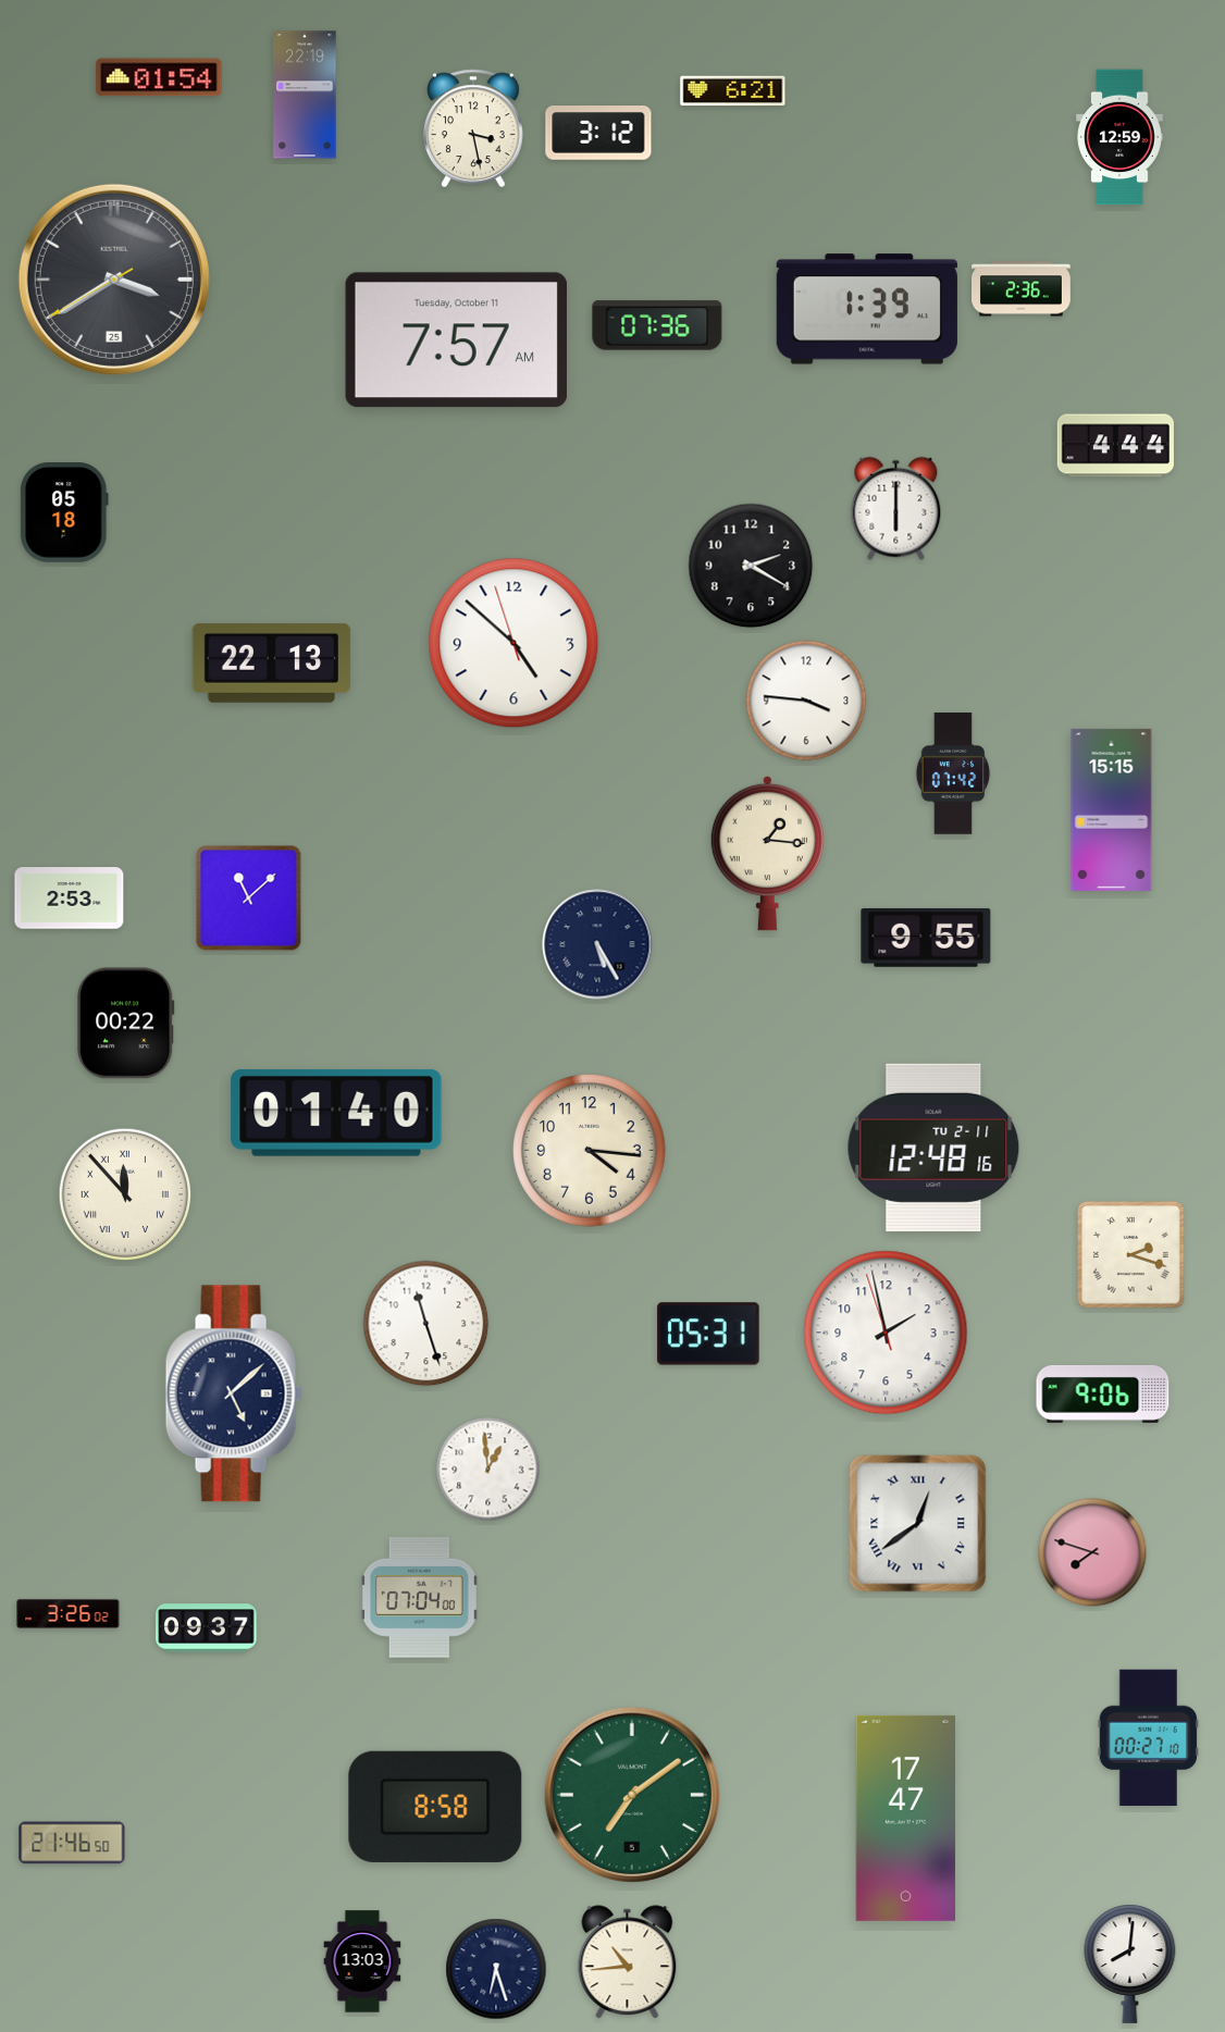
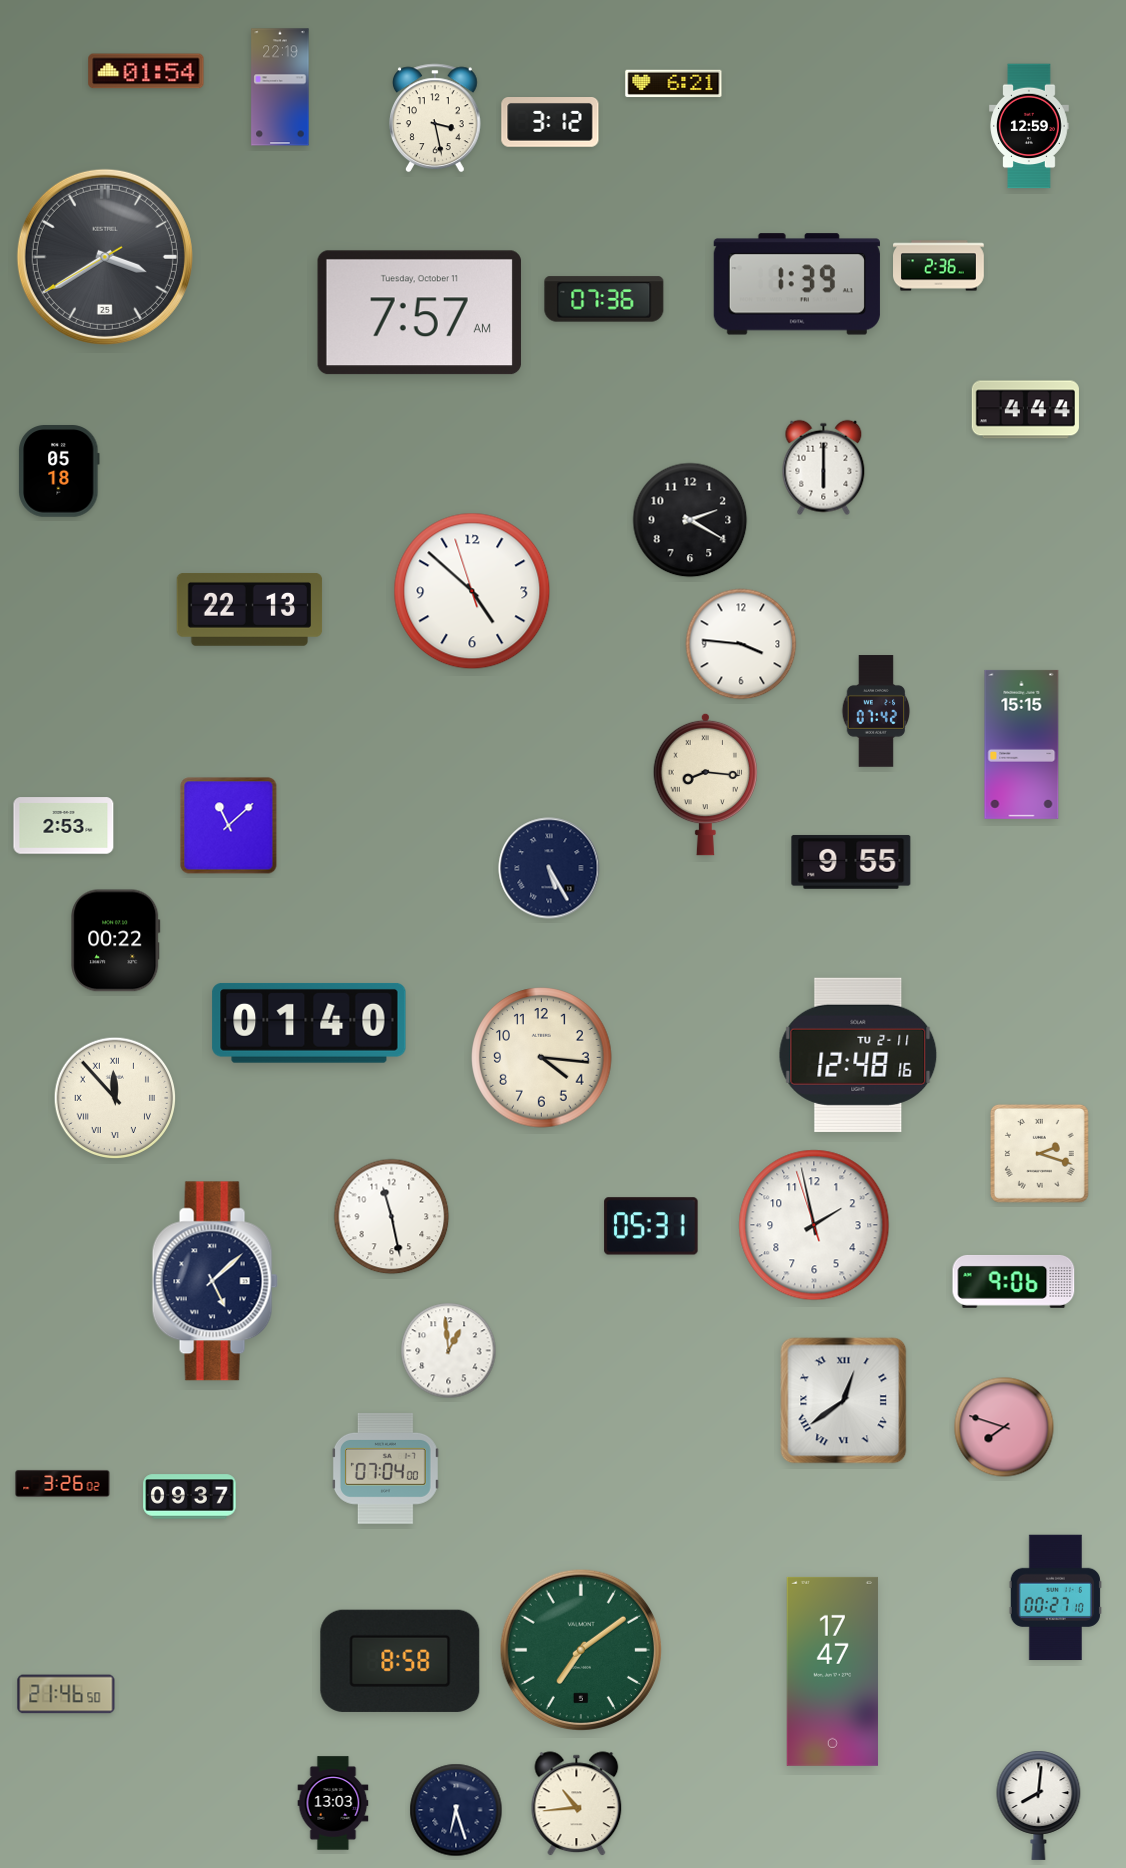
clock at (767, 853): 1:16 -> 8:16
clock at (426, 1324): 11:27 -> 11:28
